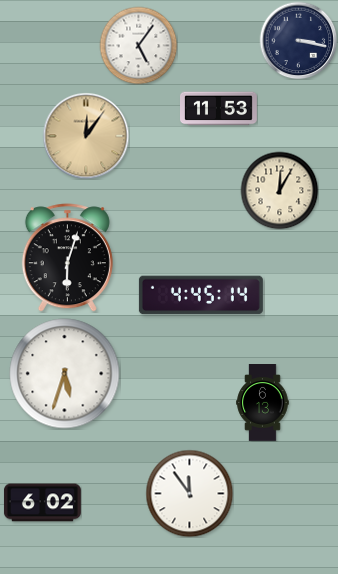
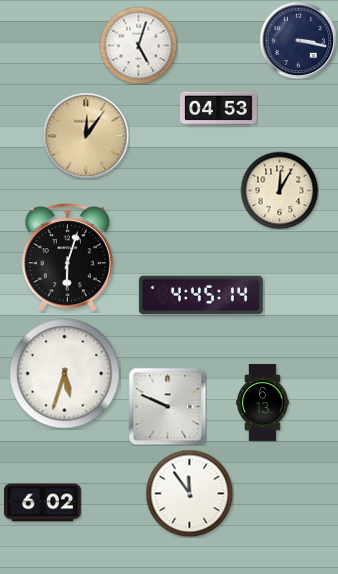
clock at (138, 45): 5:06 -> 5:03
clock at (219, 109): 11:53 -> 04:53
clock at (167, 406): none -> 9:49
